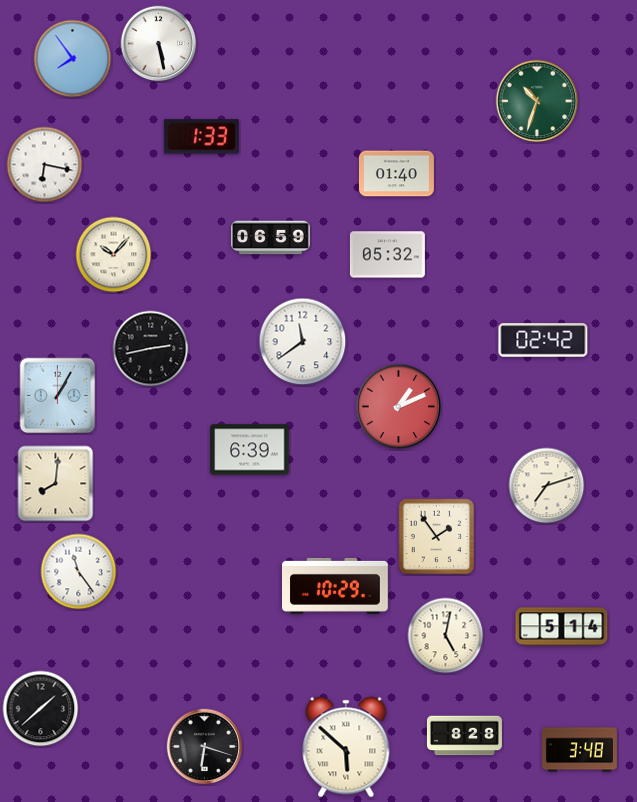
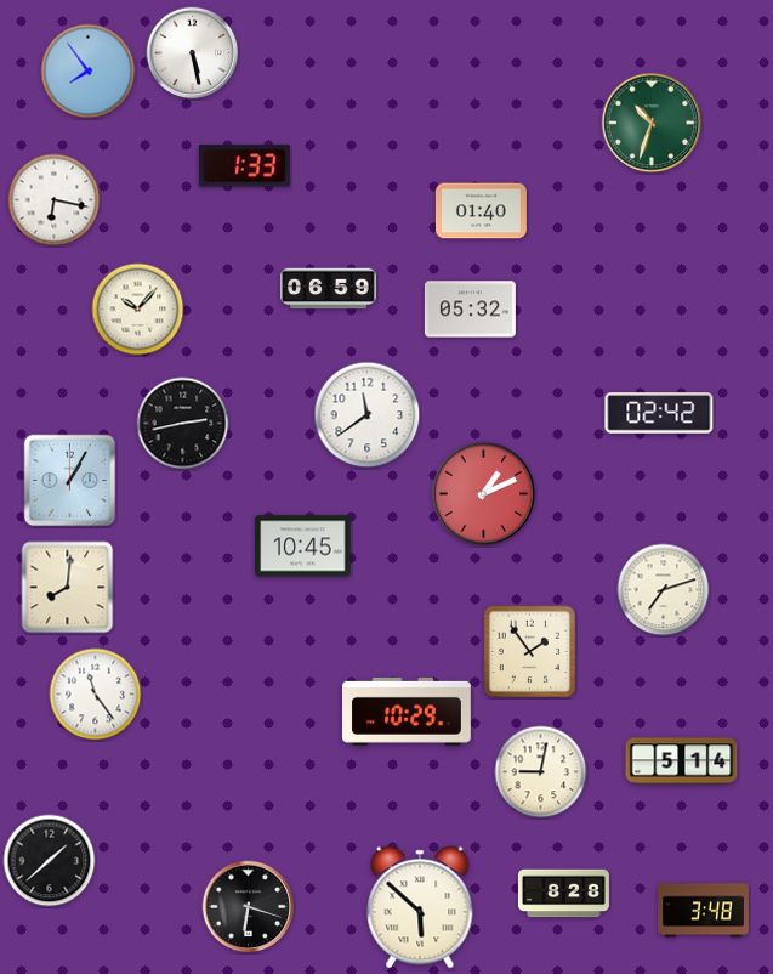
clock at (250, 450): 6:39 -> 10:45
clock at (446, 636): 5:02 -> 9:02
